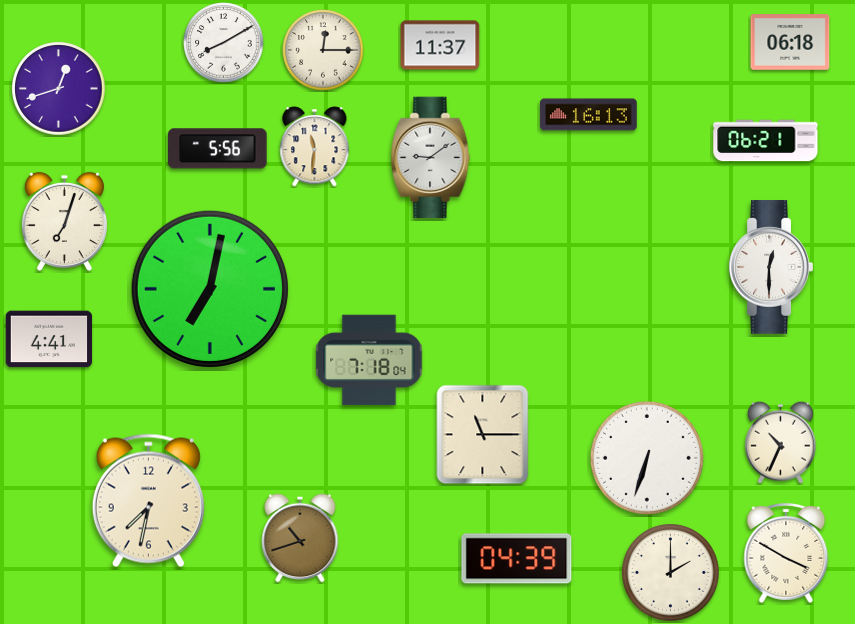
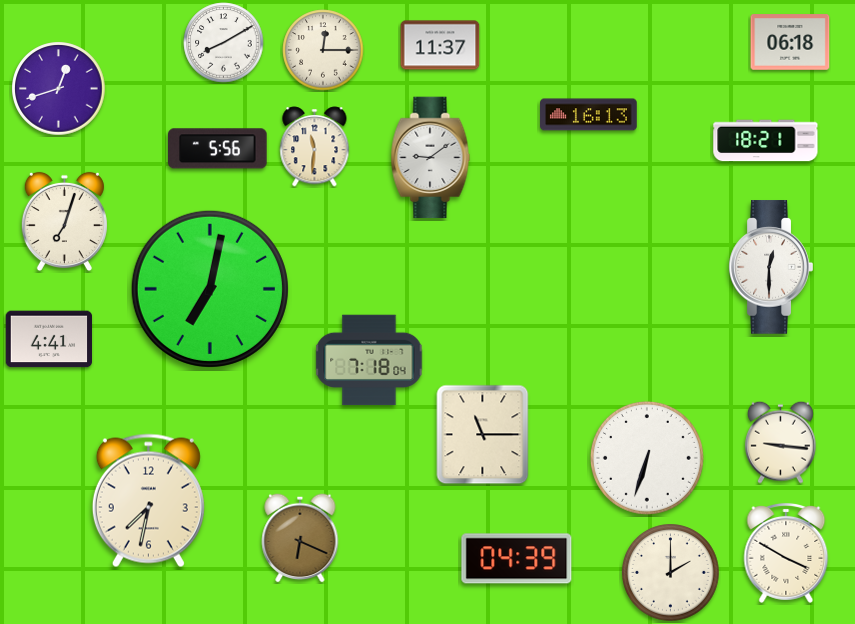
clock at (766, 141): 06:21 -> 18:21
clock at (780, 442): 10:34 -> 9:16
clock at (300, 538): 10:42 -> 6:19
